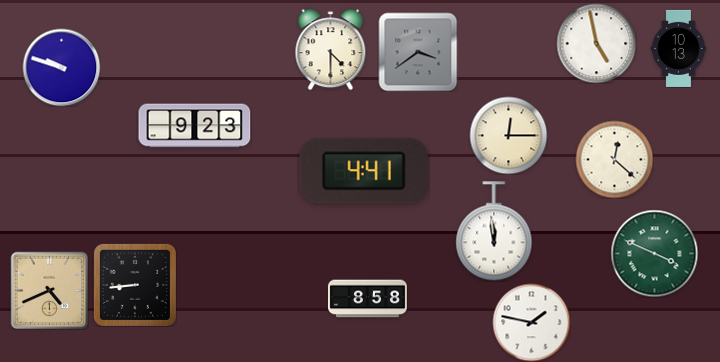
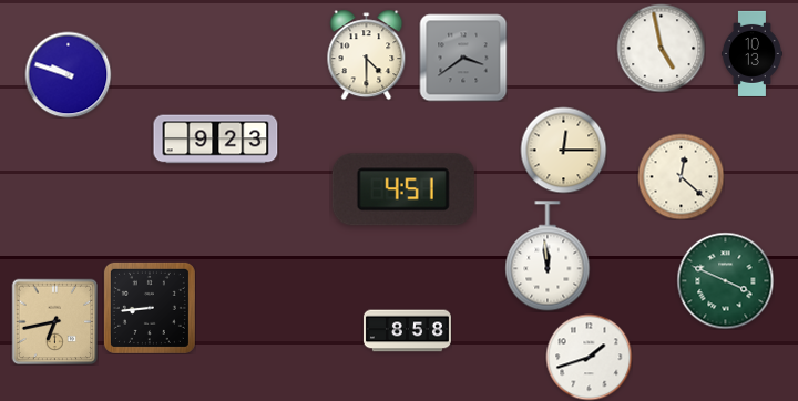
clock at (364, 171): 4:41 -> 4:51
clock at (135, 285) position: (135, 285) -> (150, 308)
clock at (49, 290): 4:41 -> 6:43
clock at (531, 322): 1:47 -> 1:42
